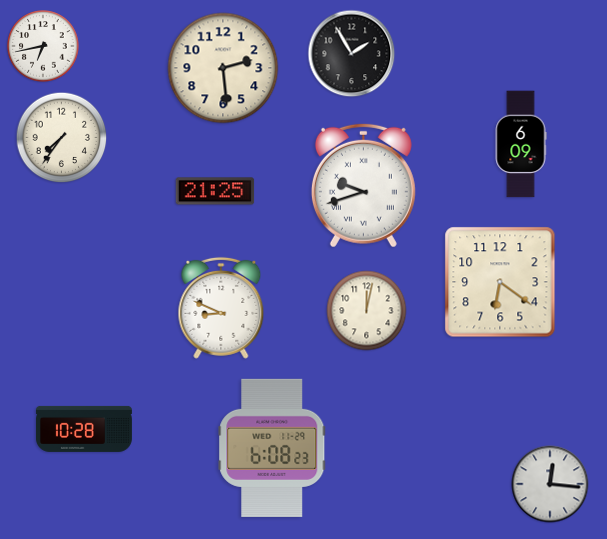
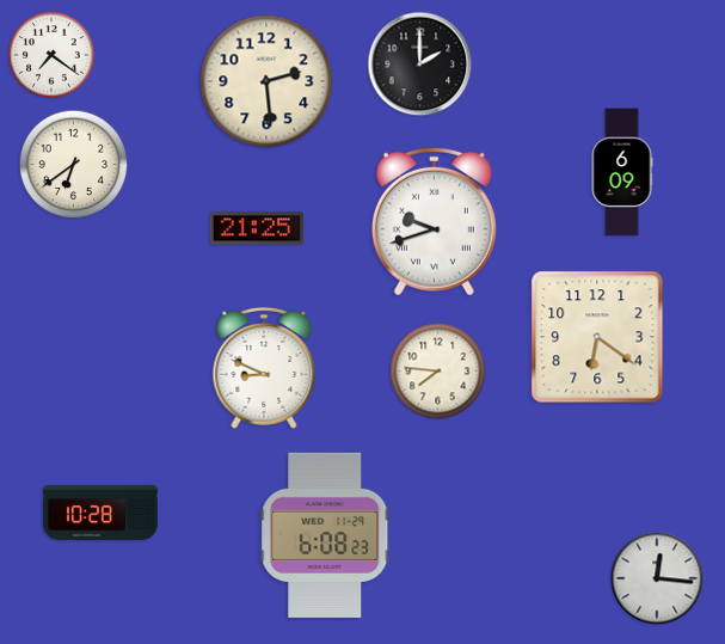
clock at (43, 46): 6:43 -> 7:21
clock at (352, 54): 1:55 -> 2:00
clock at (62, 138): 7:36 -> 6:39
clock at (367, 311): 12:02 -> 7:46
